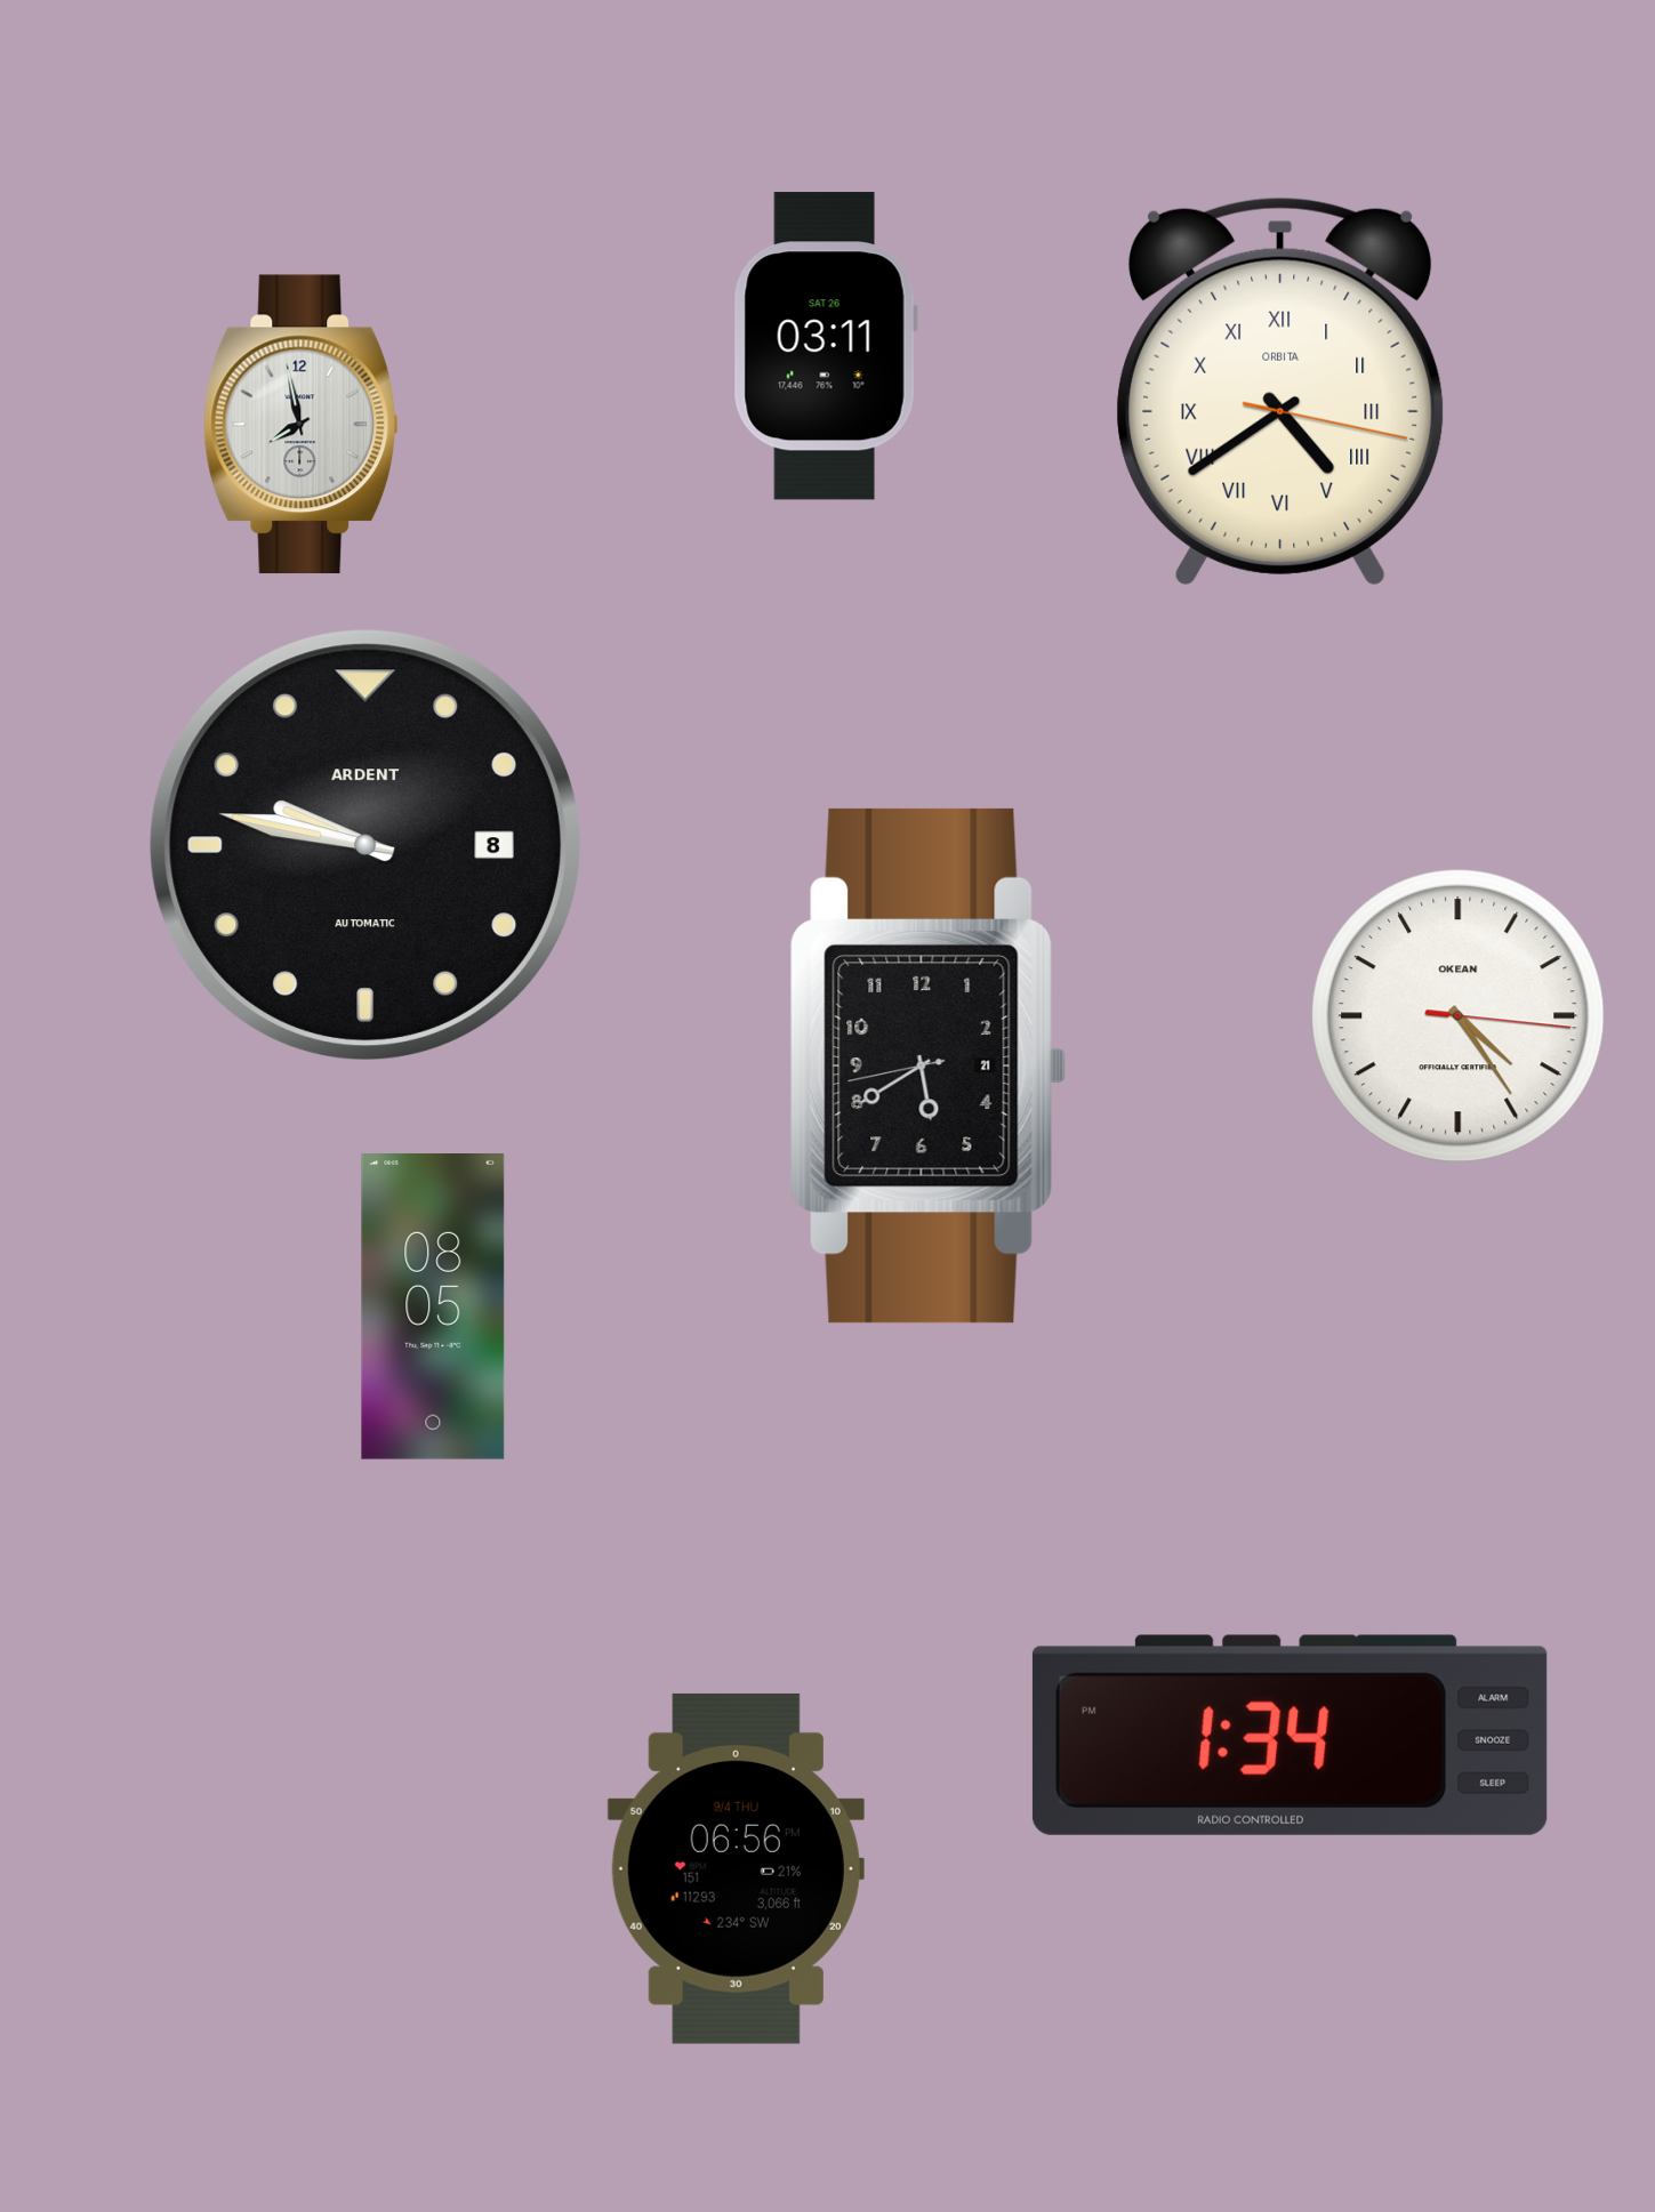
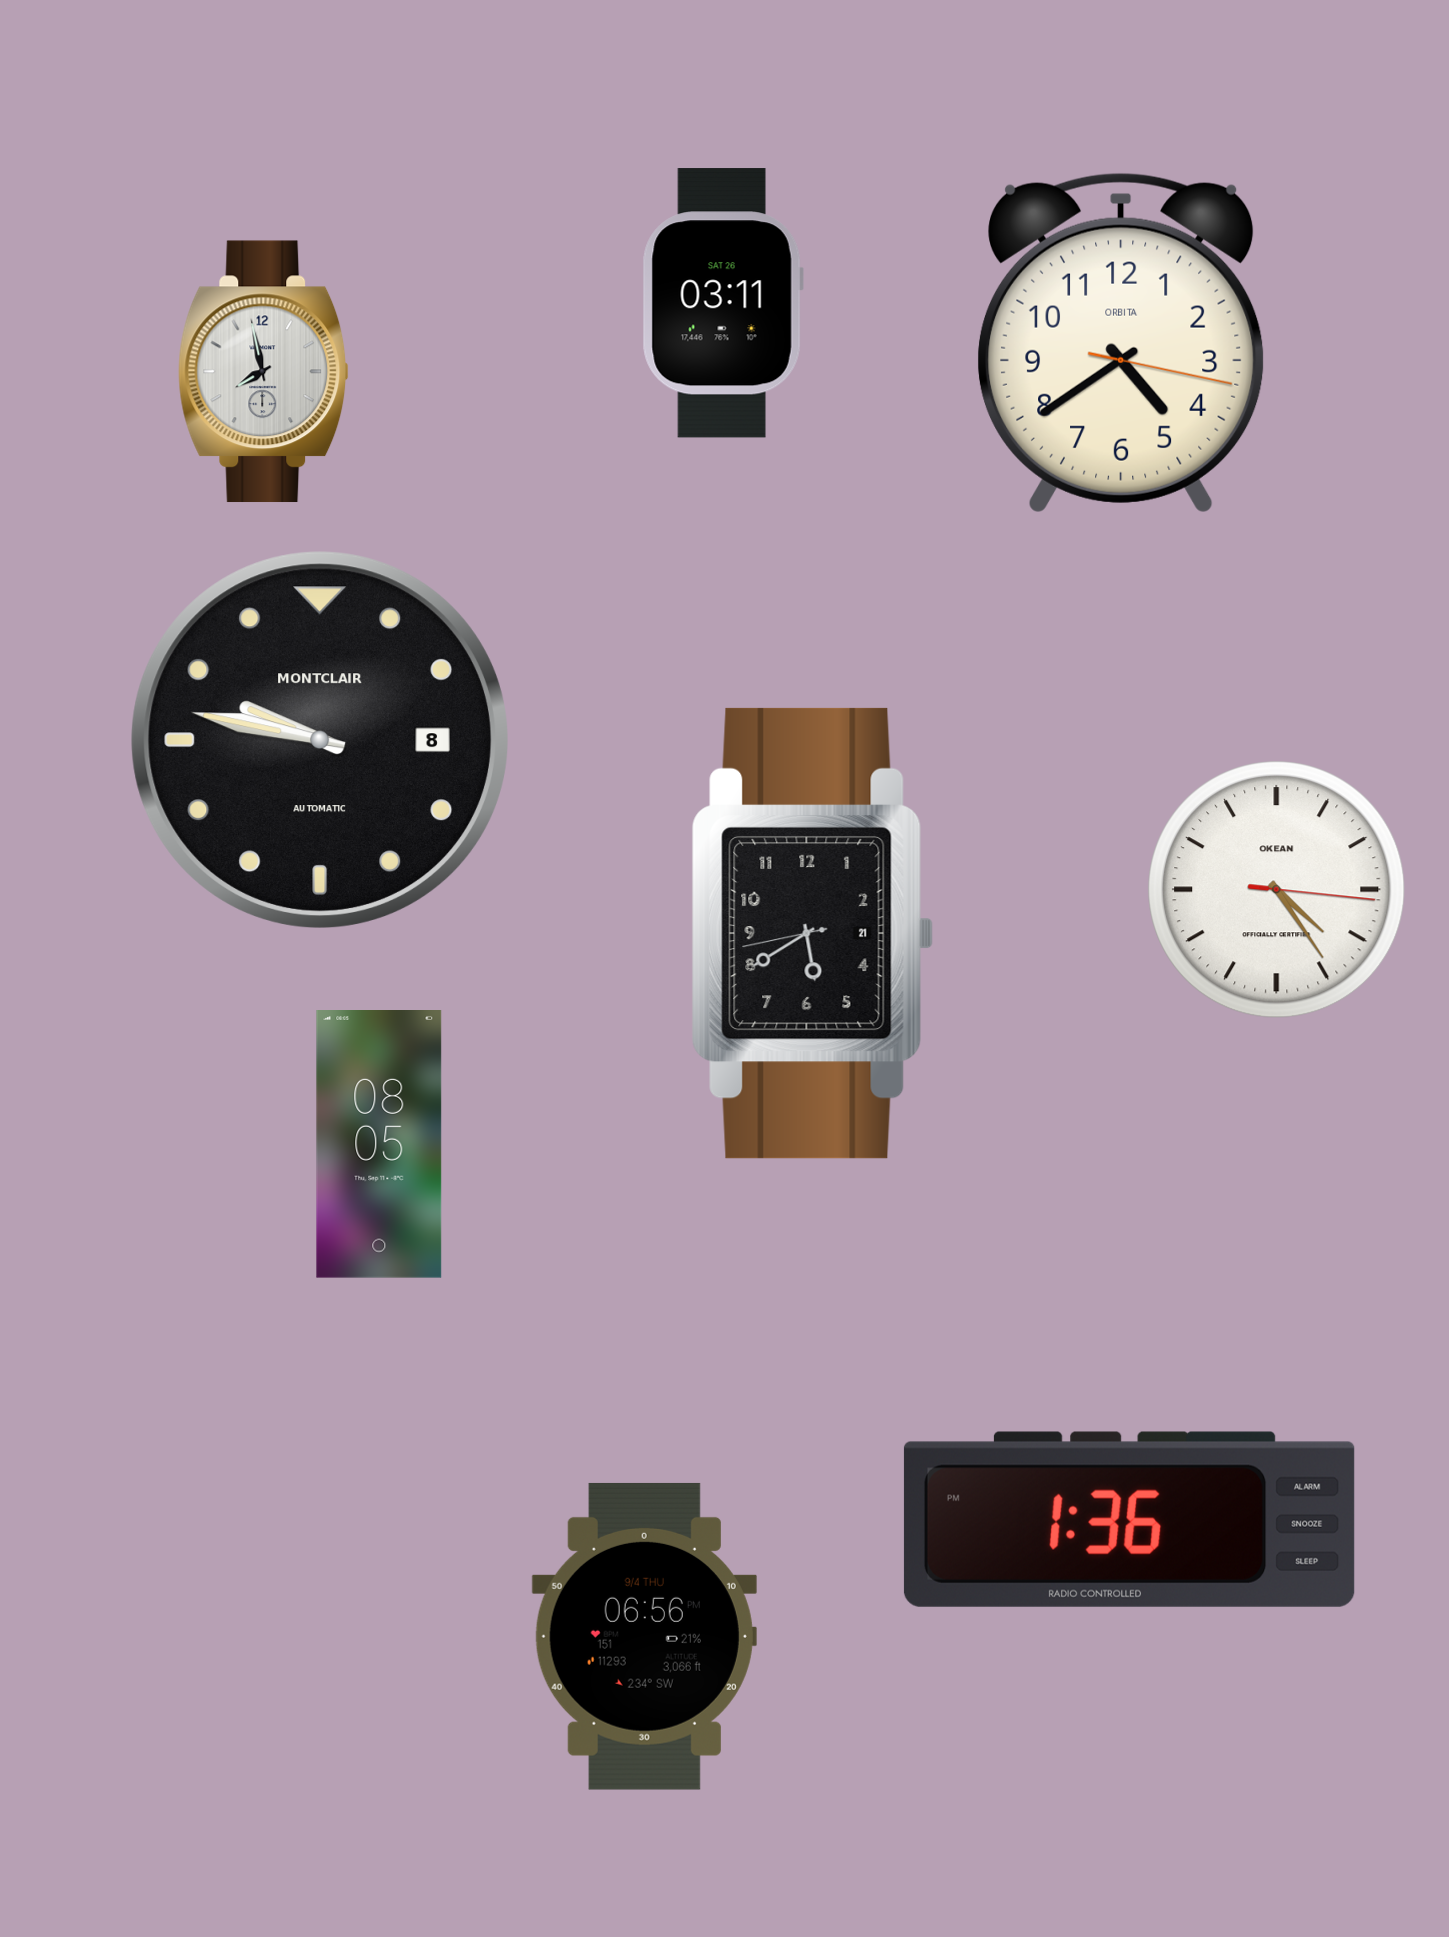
clock at (1280, 392) numerals: Roman -> Arabic
clock at (365, 845) brand: ARDENT -> MONTCLAIR
clock at (1290, 1735): 1:34 -> 1:36
